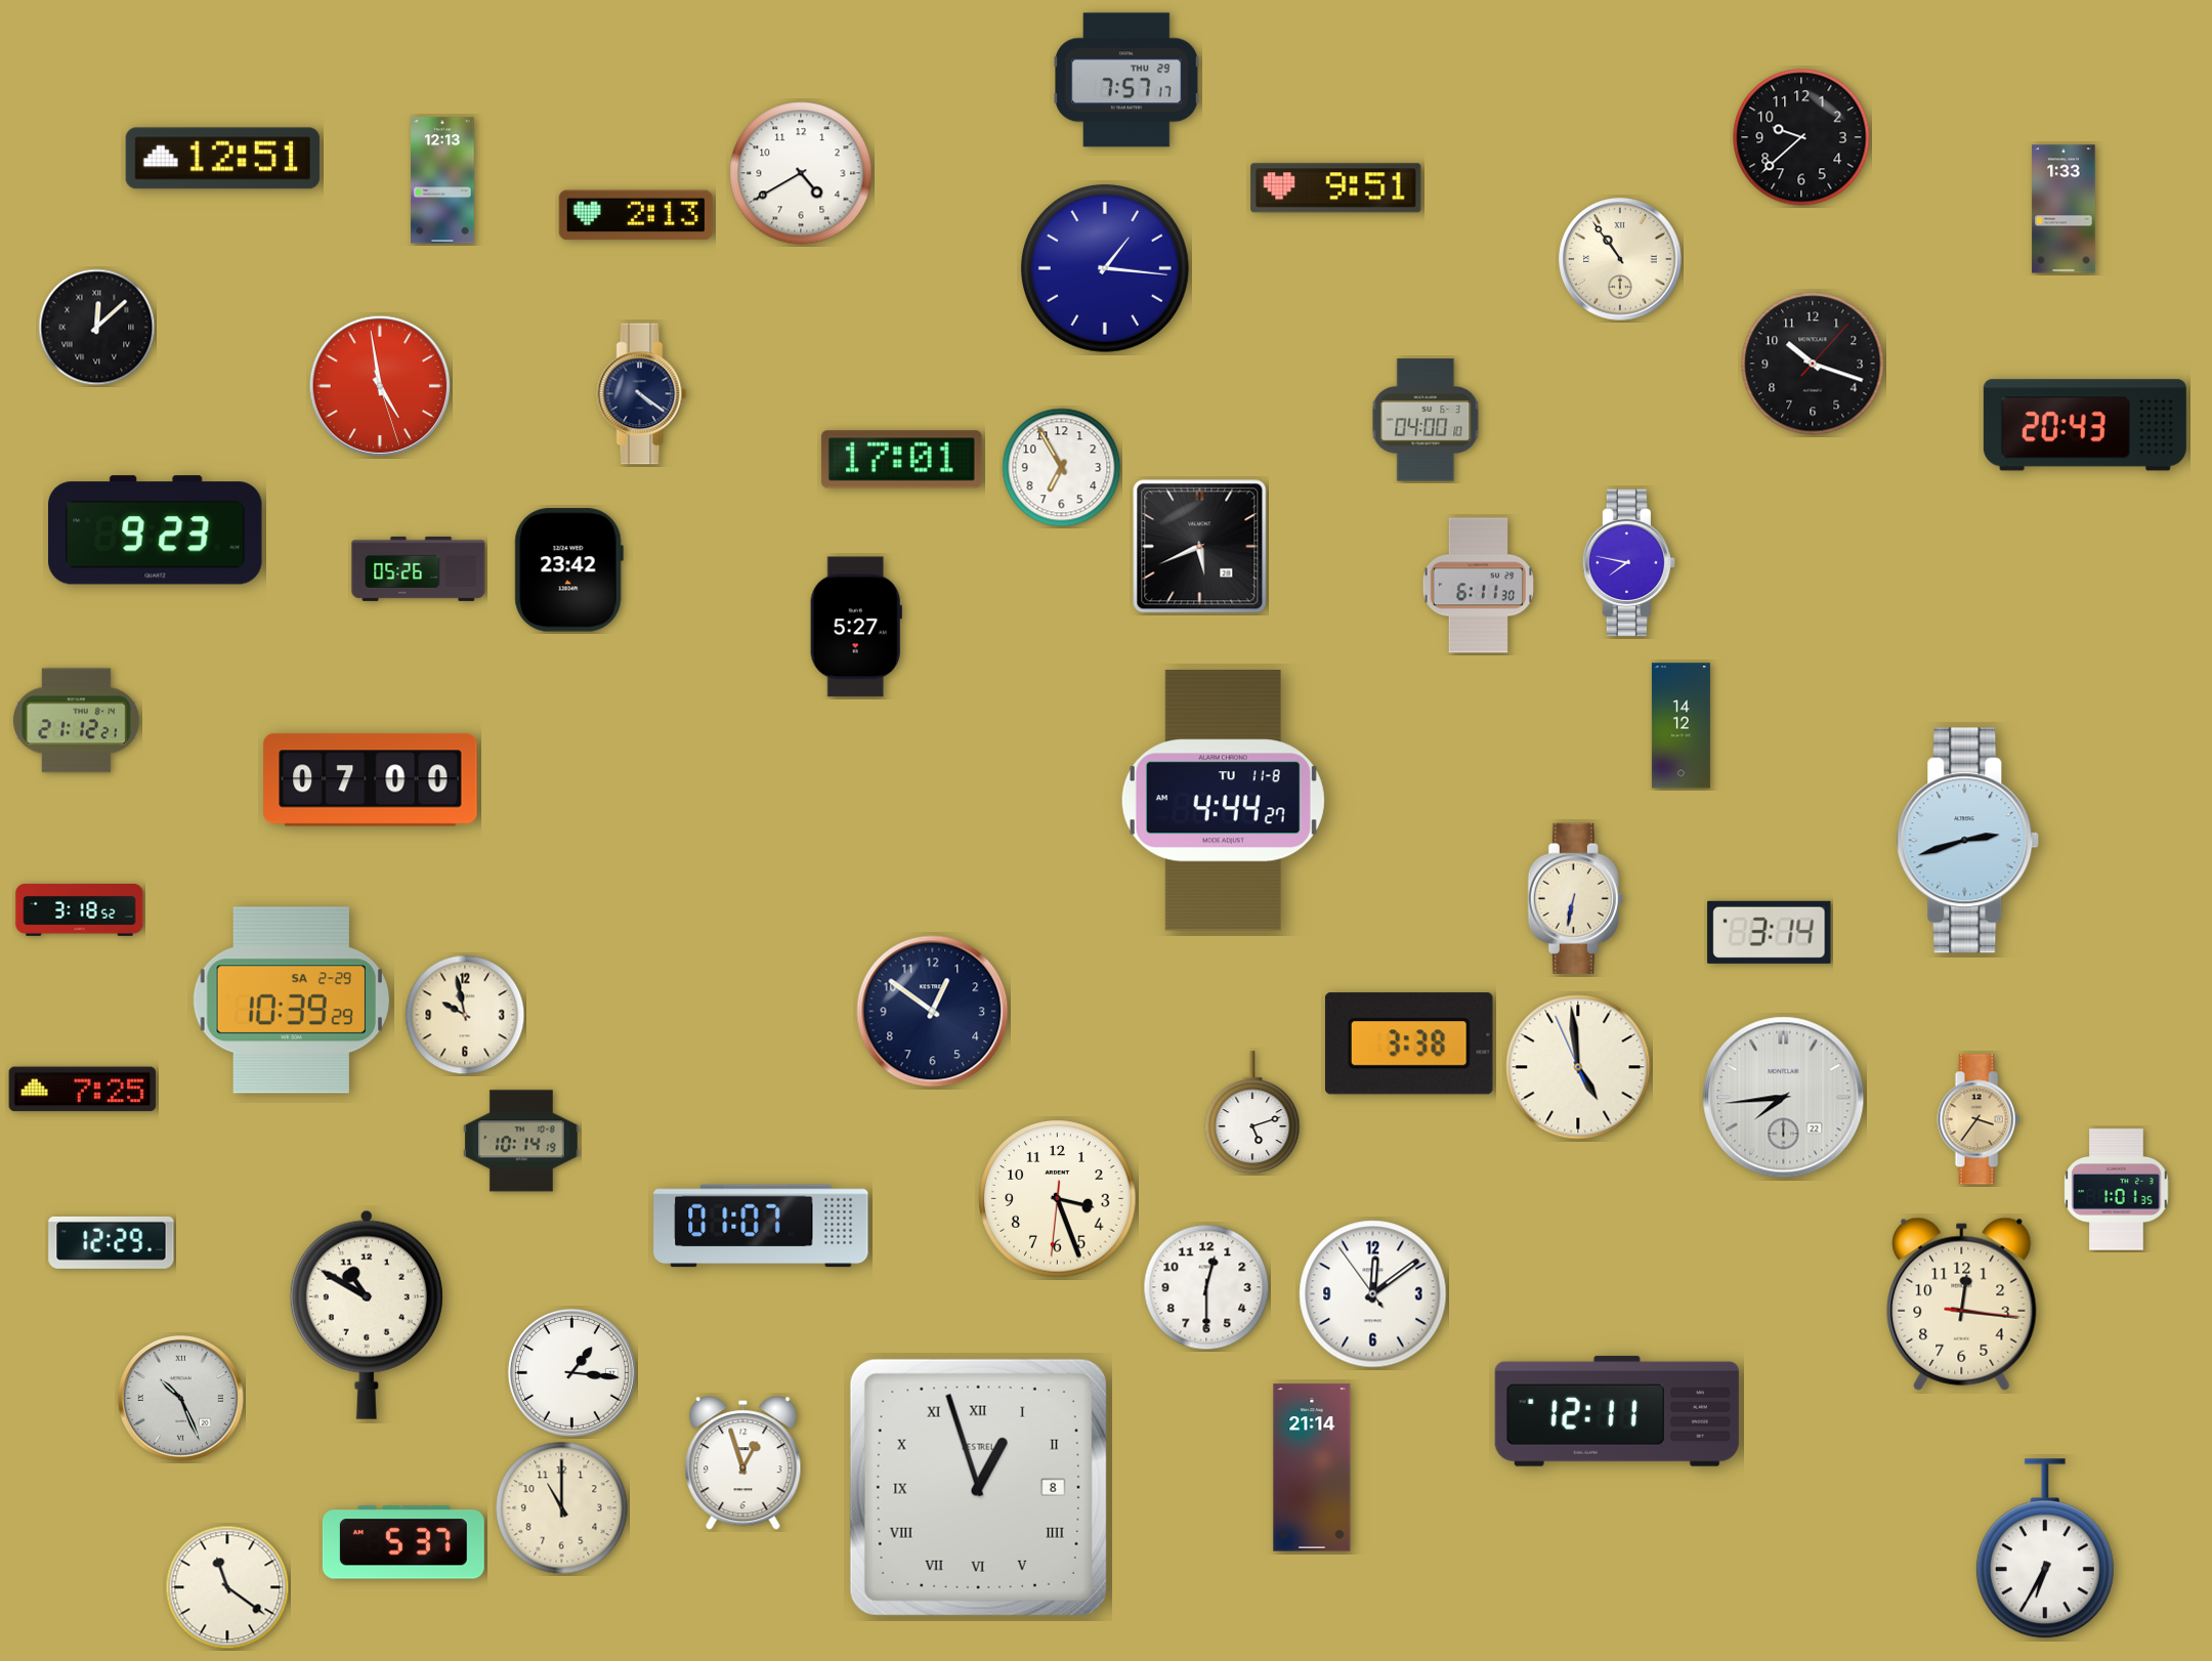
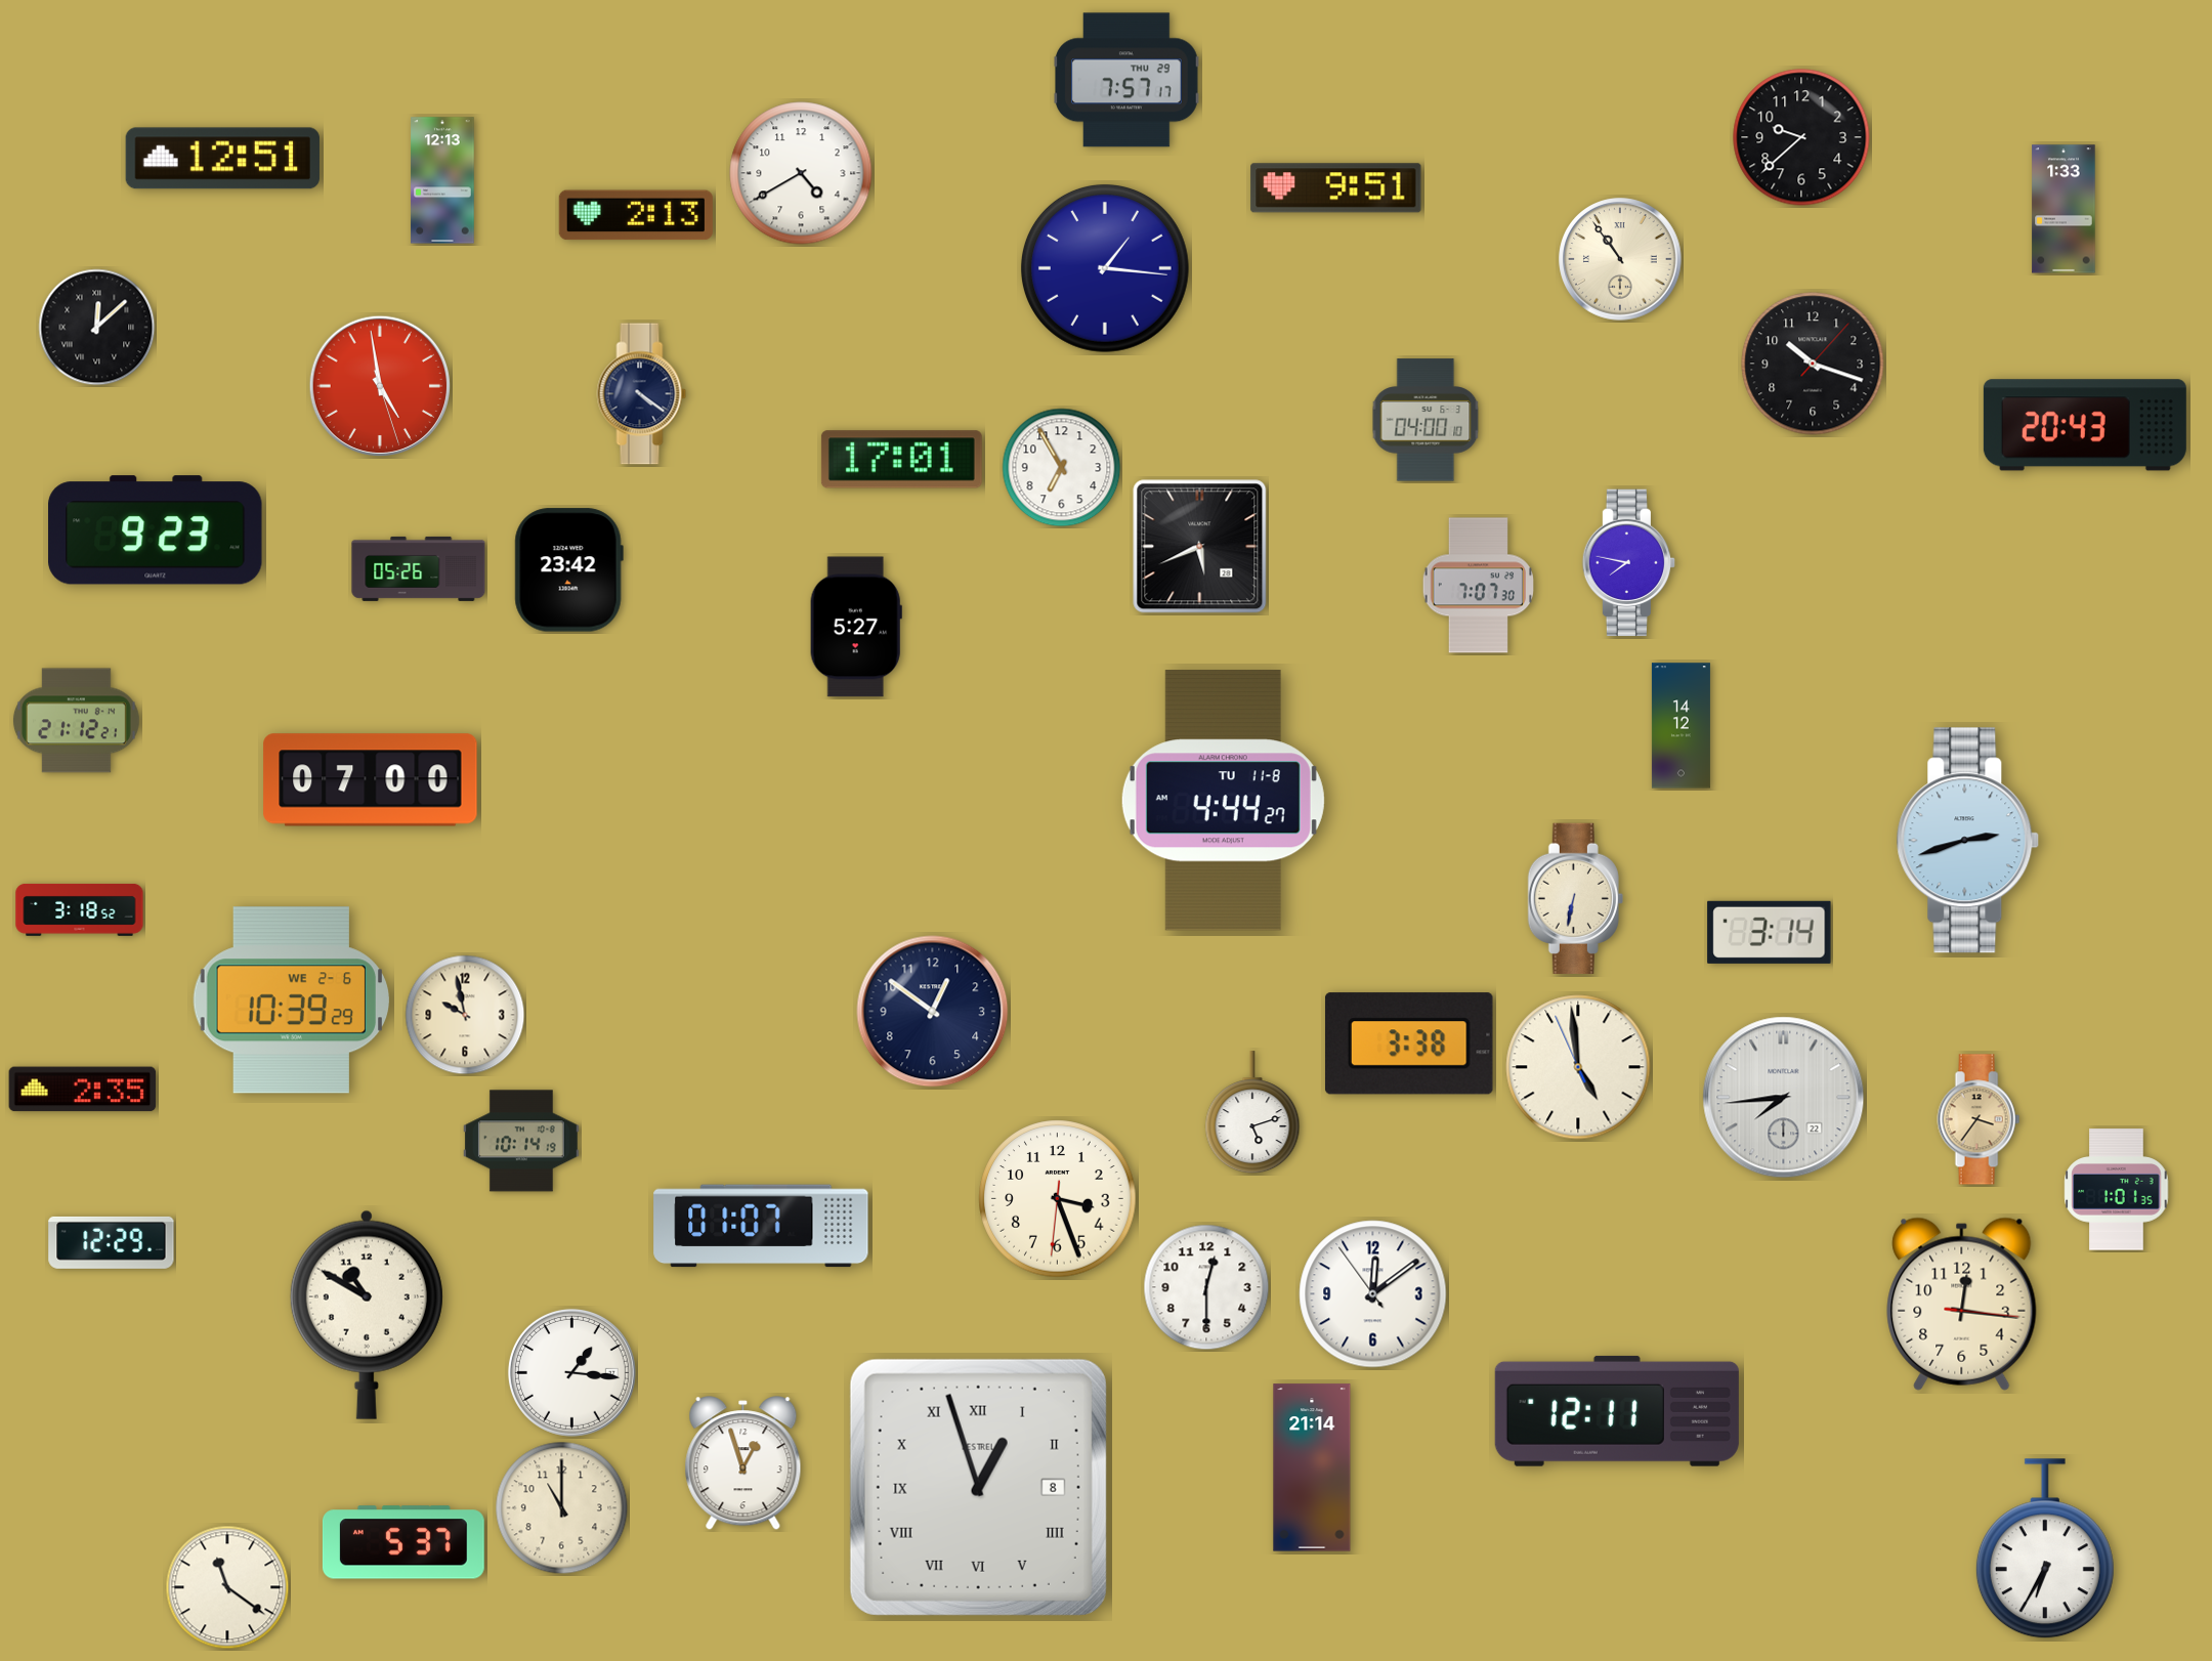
clock at (1478, 586): 6:11 -> 7:07
clock at (291, 1000) date: SA 2-29 -> WE 2-6
clock at (83, 1090): 7:25 -> 2:35
clock at (180, 1398): 10:26 -> none
